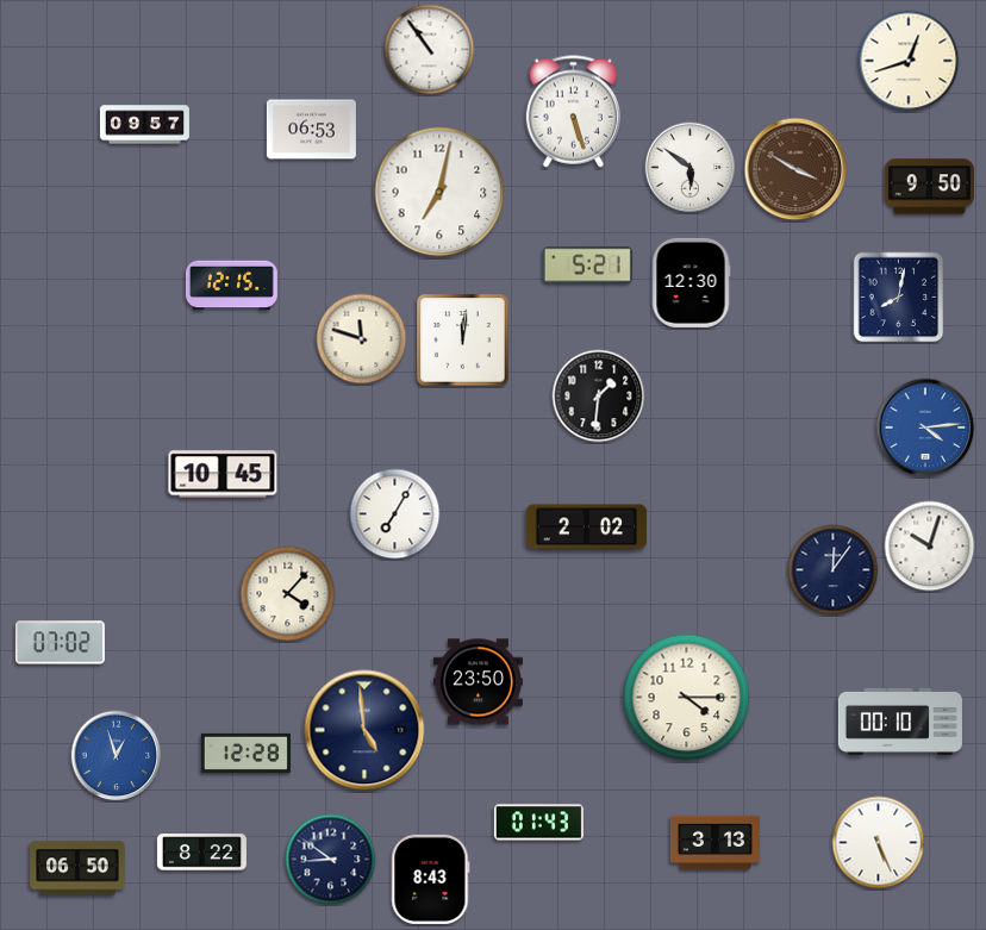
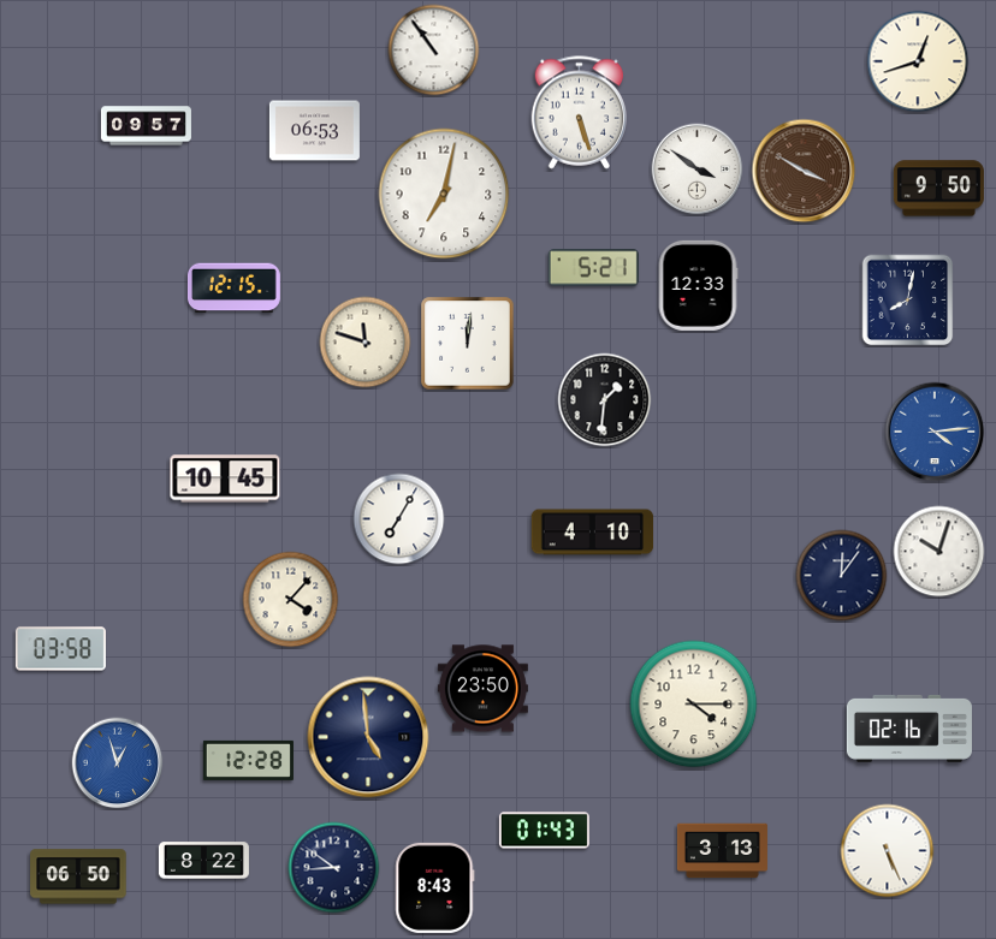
clock at (691, 168): 5:51 -> 3:51
clock at (691, 282): 12:30 -> 12:33
clock at (587, 528): 2:02 -> 4:10
clock at (60, 643): 07:02 -> 03:58
clock at (900, 722): 00:10 -> 02:16
